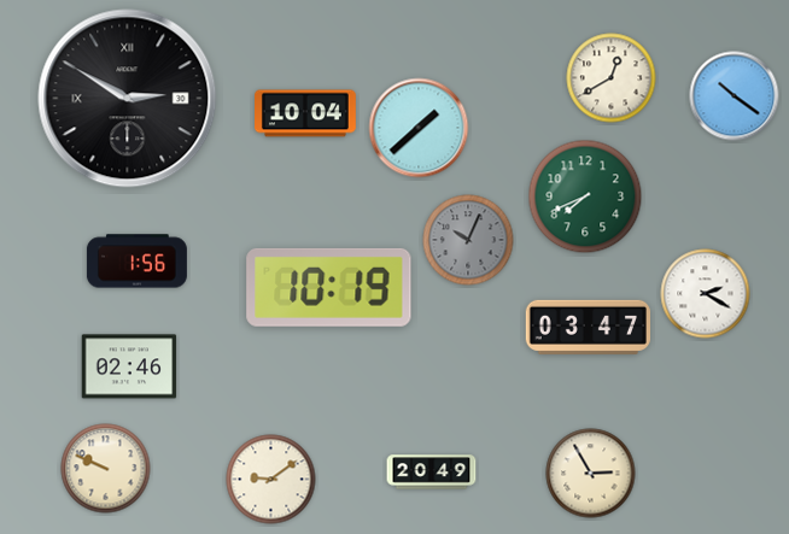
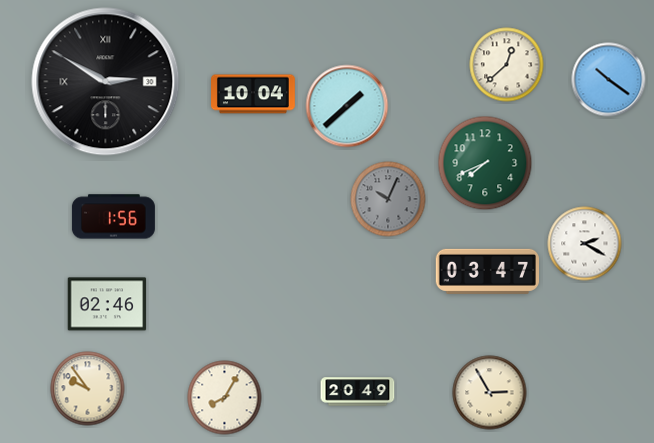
clock at (612, 78): 12:40 -> 12:38
clock at (329, 287): 10:19 -> none
clock at (106, 469): 9:49 -> 9:54
clock at (271, 480): 9:09 -> 8:05
